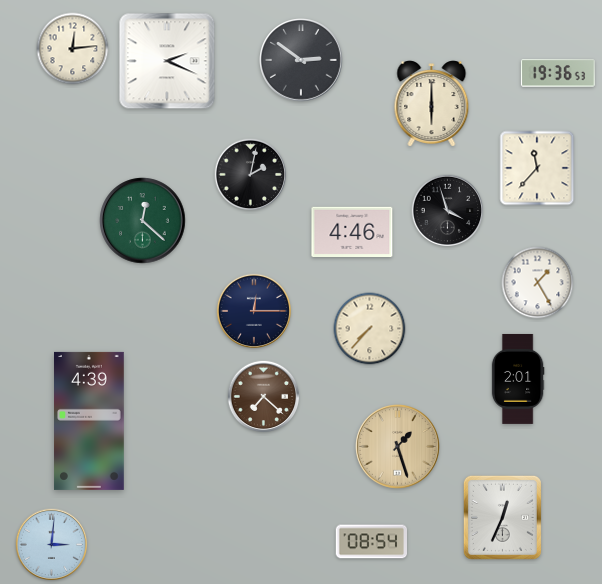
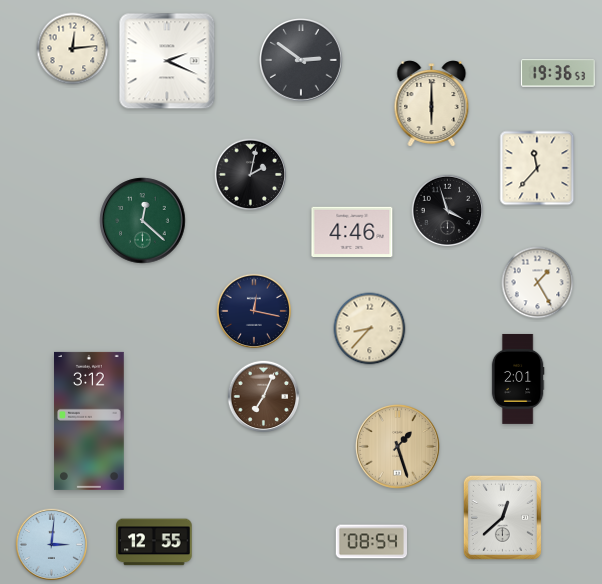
clock at (253, 310): 12:15 -> 12:17
clock at (370, 329): 7:37 -> 8:37
clock at (264, 397): 7:22 -> 7:04
clock at (90, 421): 4:39 -> 3:12
clock at (502, 517): 12:34 -> 12:38
clock at (154, 542): none -> 12:55
